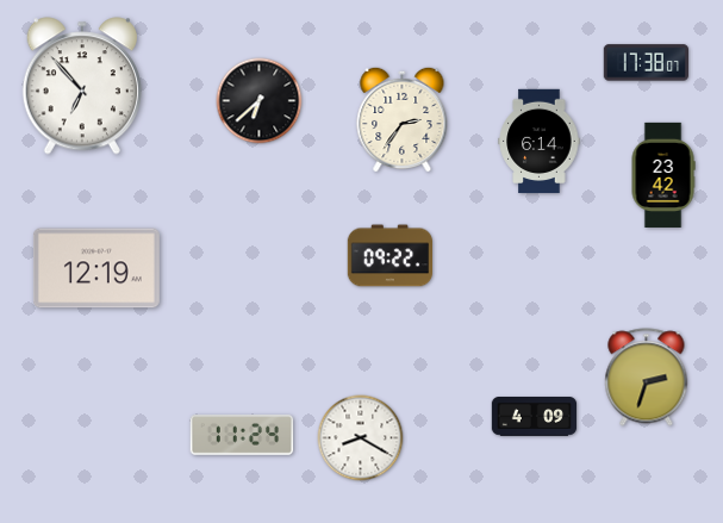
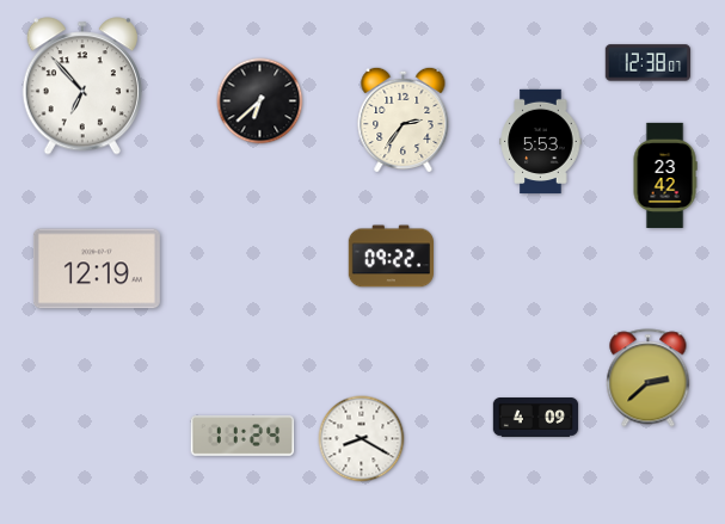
clock at (646, 63): 17:38 -> 12:38
clock at (540, 142): 6:14 -> 5:53
clock at (647, 378): 2:33 -> 2:38
